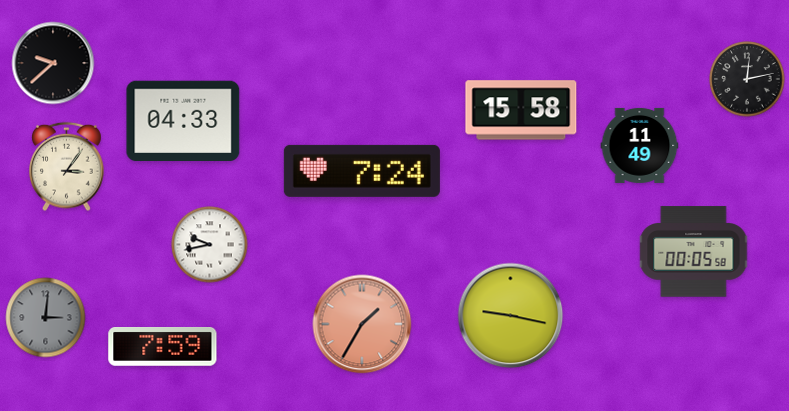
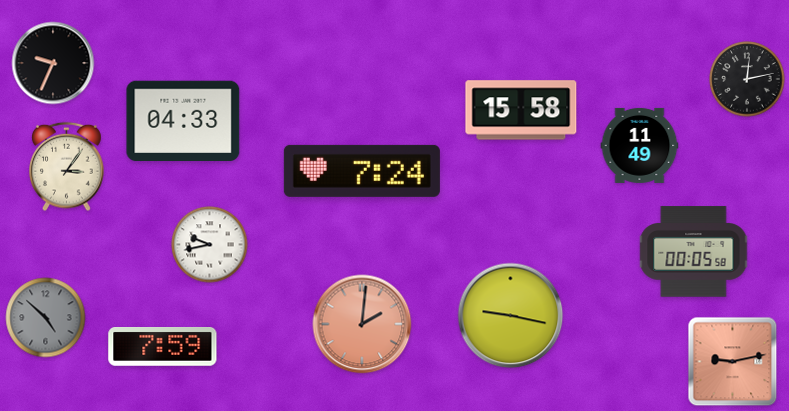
clock at (53, 63): 9:38 -> 9:34
clock at (46, 318): 3:01 -> 4:52
clock at (362, 324): 1:35 -> 2:01
clock at (733, 362): none -> 9:13
